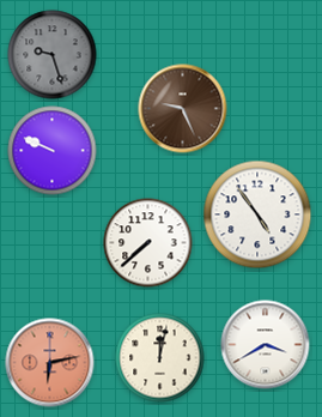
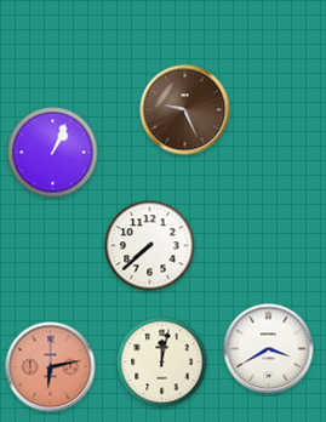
clock at (53, 55): 9:27 -> none
clock at (53, 151): 9:49 -> 1:04
clock at (257, 214): 4:54 -> none
